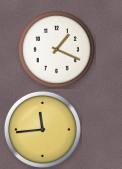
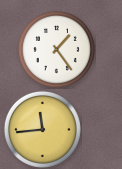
clock at (56, 49): 1:19 -> 1:24
